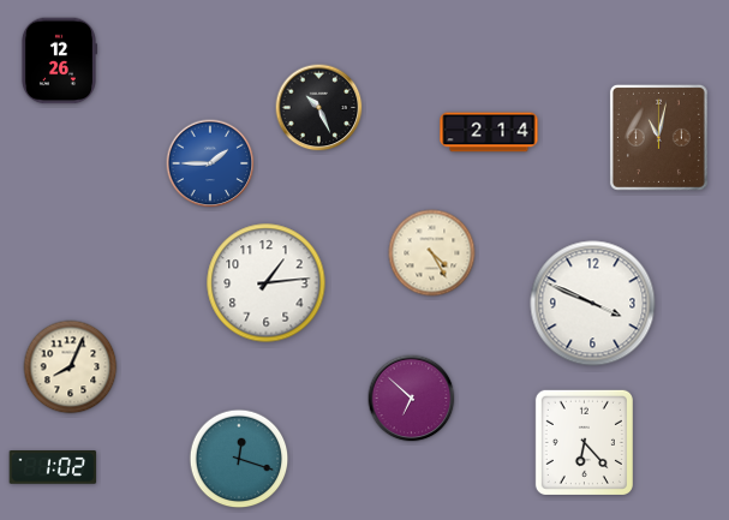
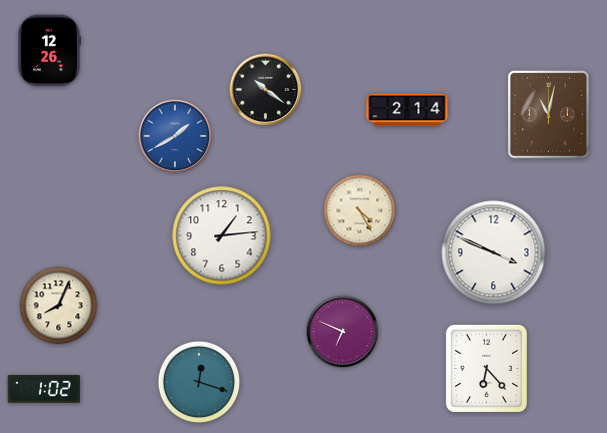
clock at (319, 108): 10:26 -> 10:21
clock at (210, 163): 1:45 -> 1:40
clock at (412, 399): 6:52 -> 6:49
